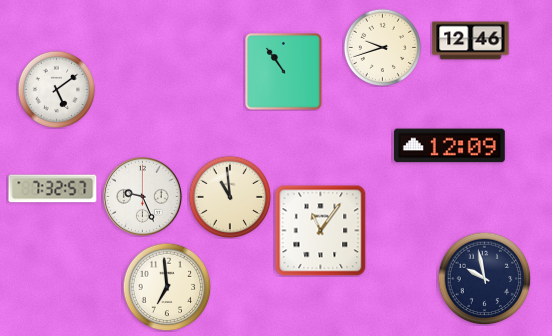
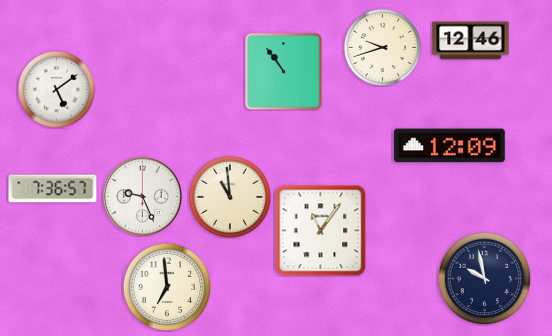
clock at (53, 189): 7:32 -> 7:36
